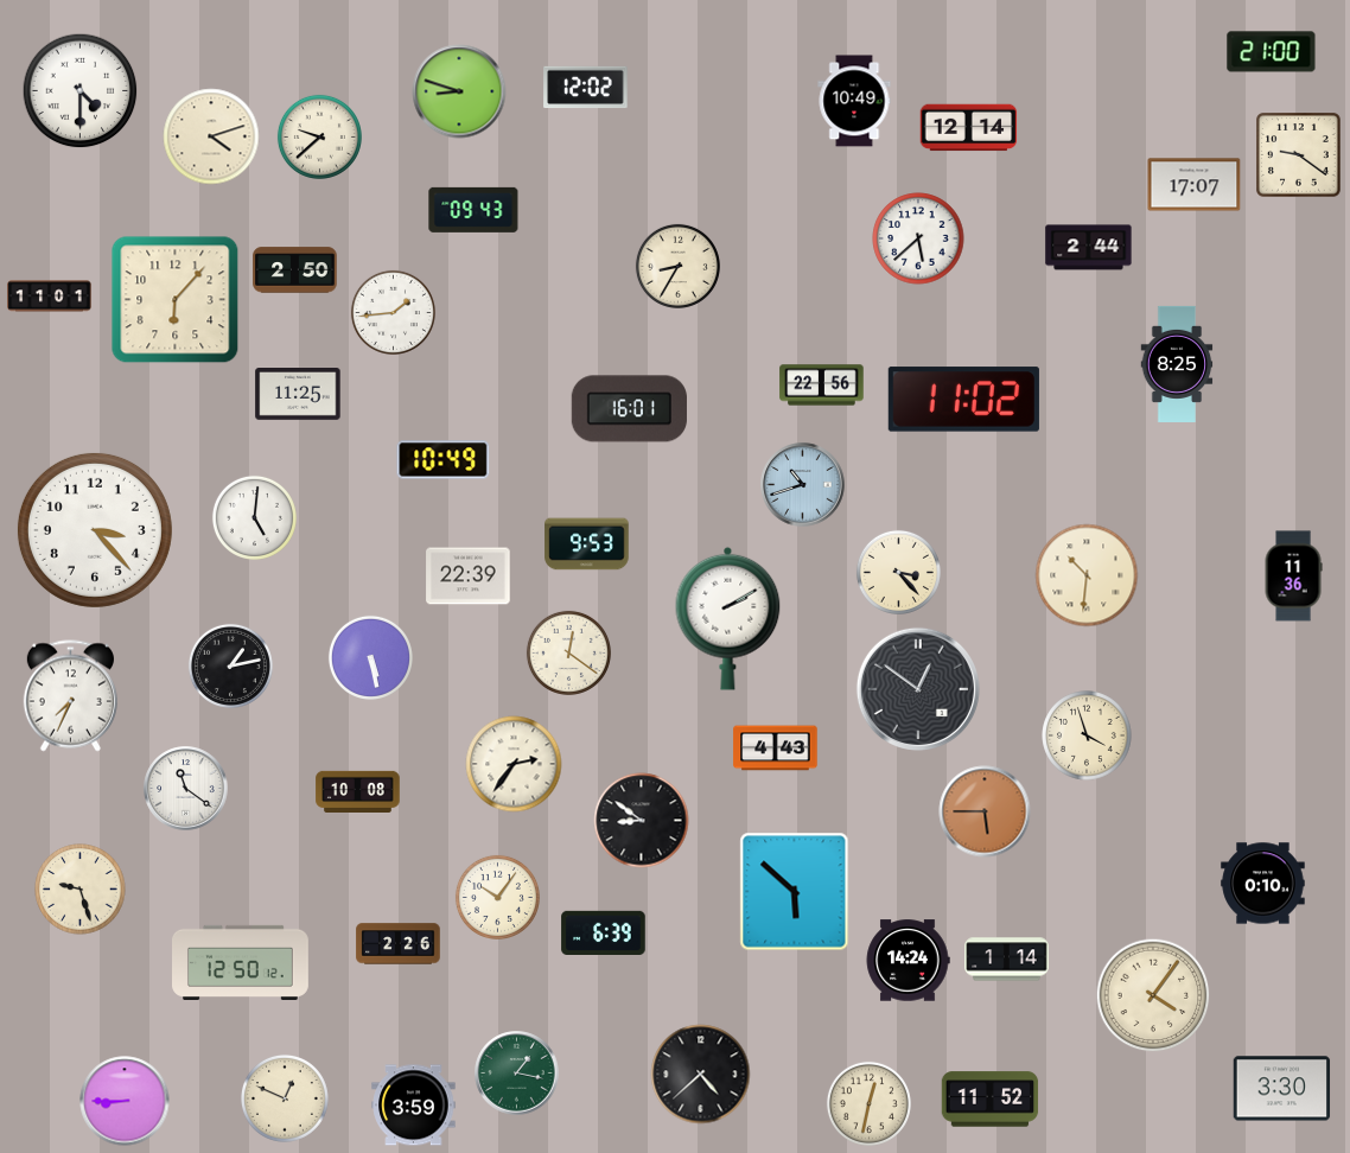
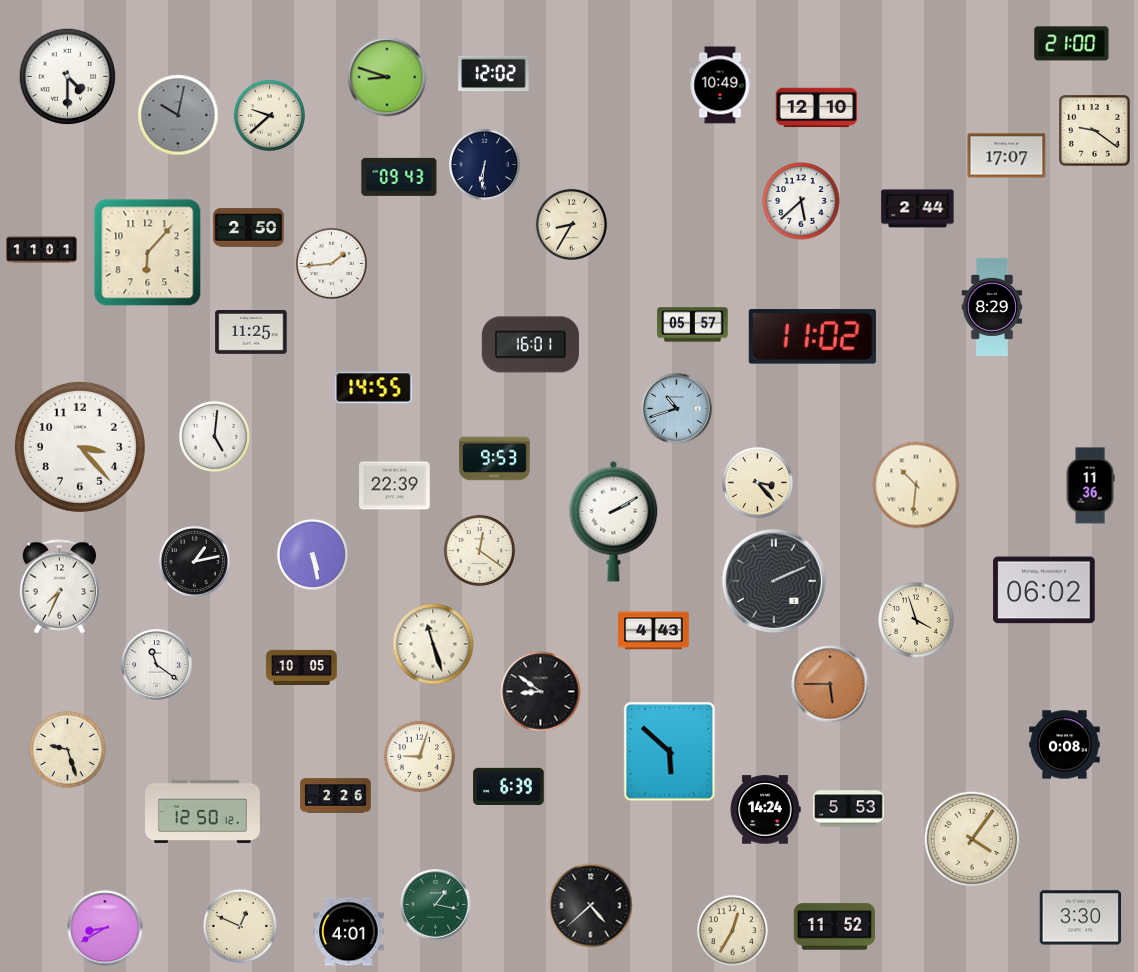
clock at (969, 128): 12:14 -> 12:10
clock at (211, 136): 4:12 -> 10:02
clock at (211, 136) dial: cream -> grey
clock at (484, 164): none -> 6:31
clock at (918, 238) position: (918, 238) -> (801, 201)
clock at (1177, 364): 8:25 -> 8:29
clock at (822, 386): 22:56 -> 05:57
clock at (444, 460): 10:49 -> 14:55
clock at (918, 689): 12:51 -> 2:11
clock at (1044, 590): none -> 06:02
clock at (514, 764): 2:36 -> 11:27
clock at (358, 791): 10:08 -> 10:05
clock at (1263, 884): 0:10 -> 0:08
clock at (497, 897): 10:06 -> 9:03
clock at (1007, 960): 1:14 -> 5:53
clock at (125, 1101): 8:45 -> 8:40
clock at (868, 1103): 12:32 -> 12:35
clock at (414, 1106): 3:59 -> 4:01
